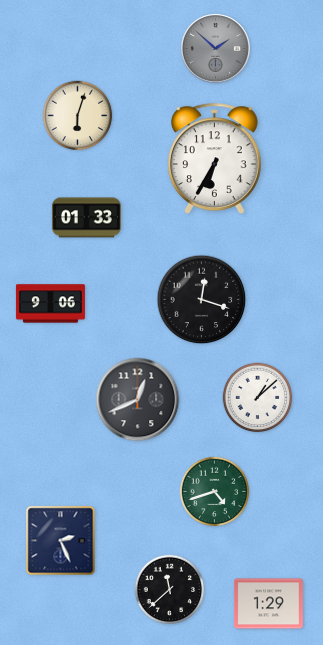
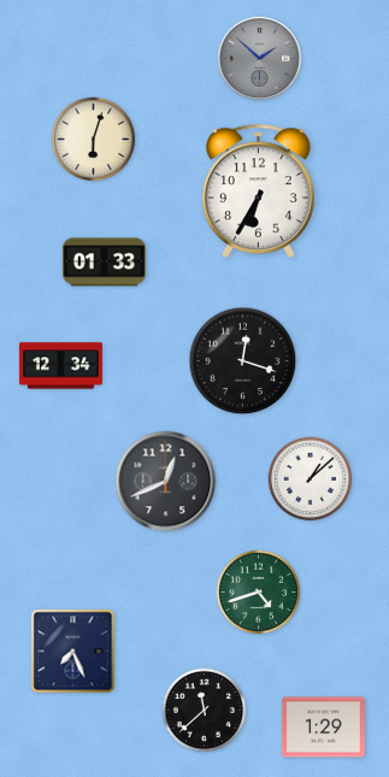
clock at (50, 304): 9:06 -> 12:34
clock at (61, 541): 2:26 -> 7:26
